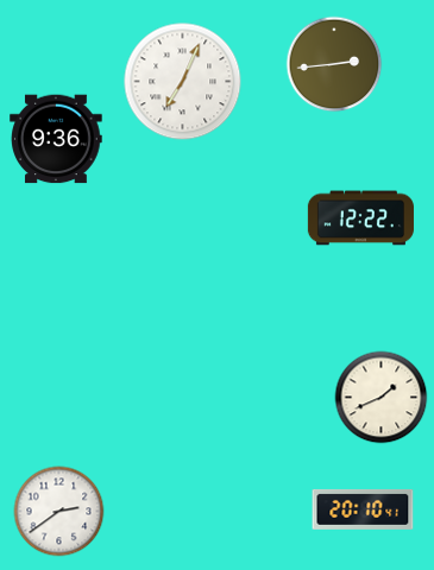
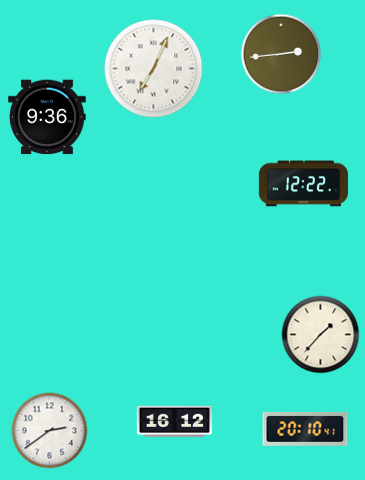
clock at (382, 398): 1:41 -> 1:37
clock at (174, 422): none -> 16:12
